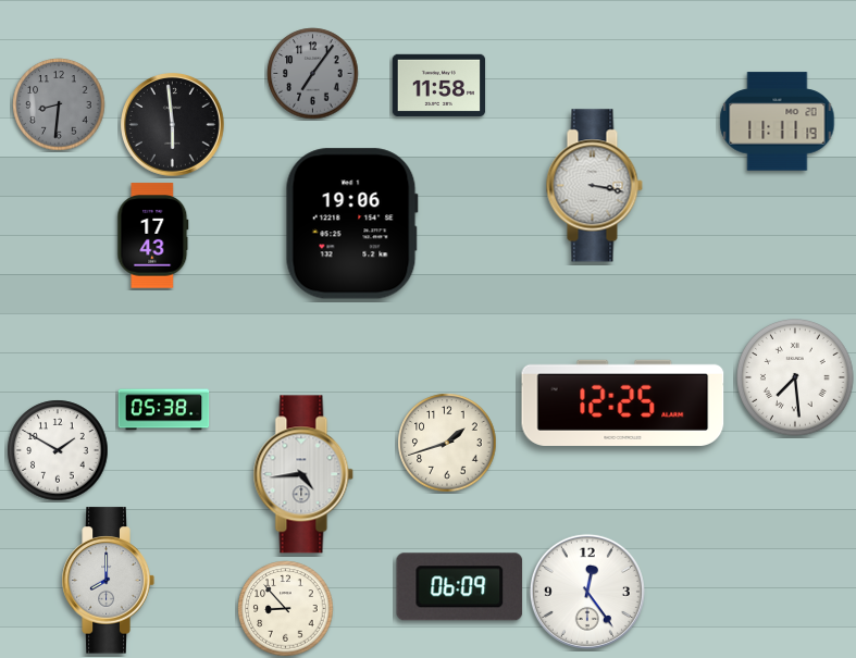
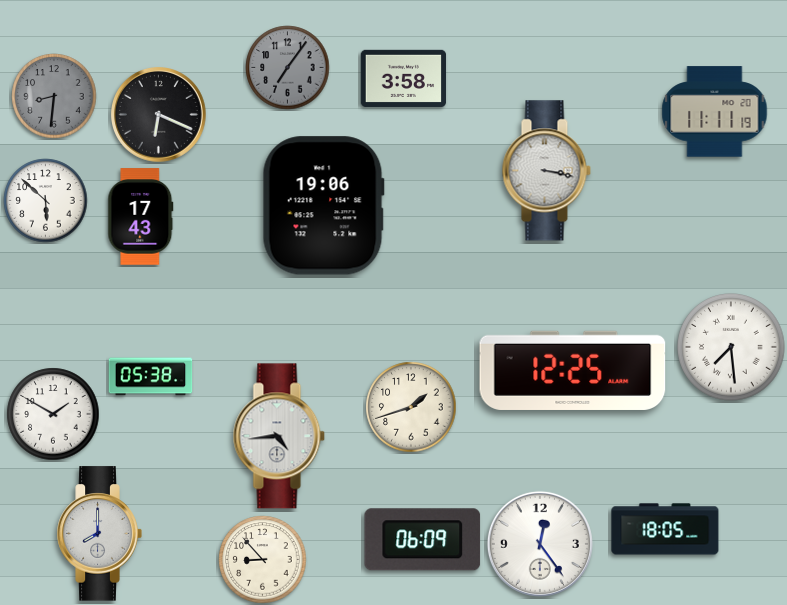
clock at (439, 85): 11:58 -> 3:58
clock at (173, 125): 5:59 -> 6:19
clock at (46, 201): none -> 5:52
clock at (665, 529): none -> 18:05
